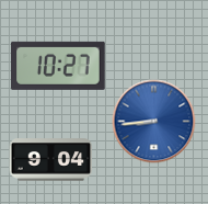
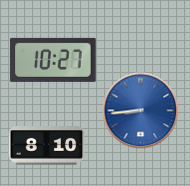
clock at (51, 160): 9:04 -> 8:10
